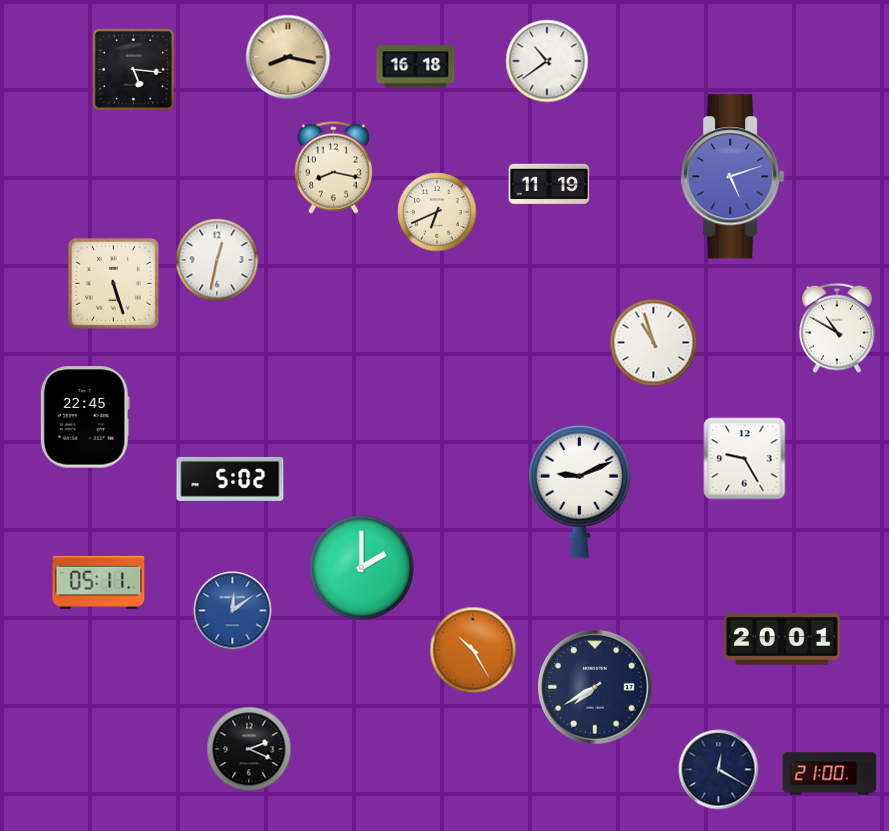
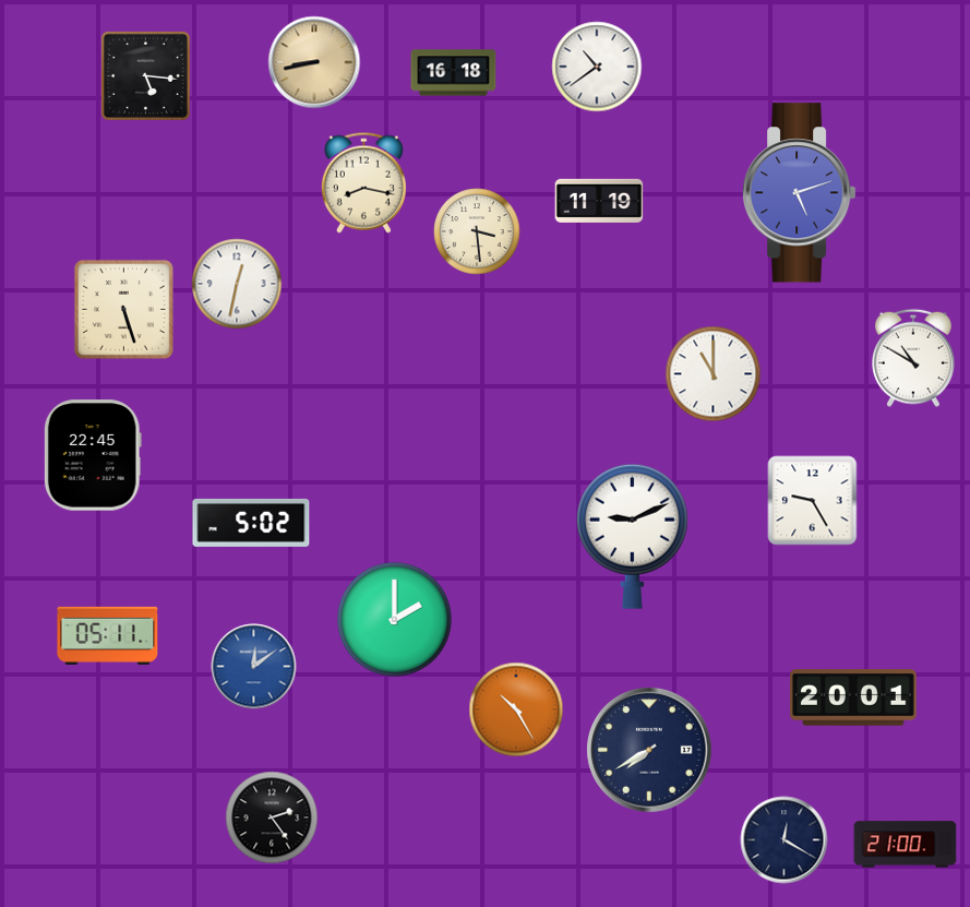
clock at (288, 57): 8:17 -> 8:43
clock at (437, 212): 6:41 -> 3:29
clock at (654, 343): 10:57 -> 11:00
clock at (249, 749): 2:19 -> 2:24
